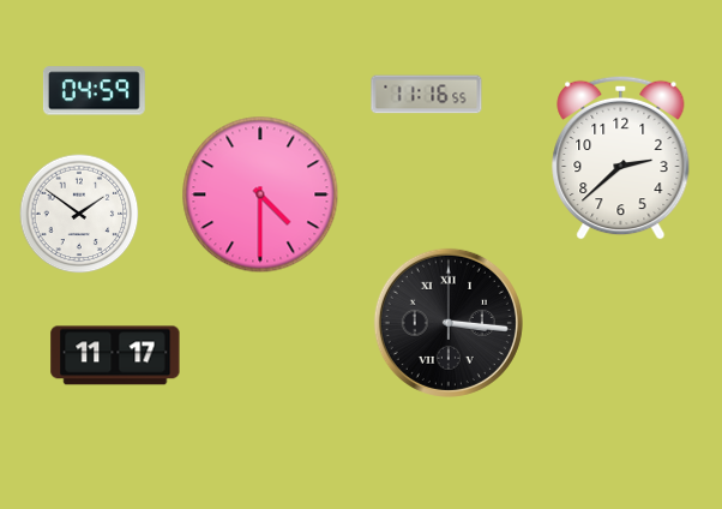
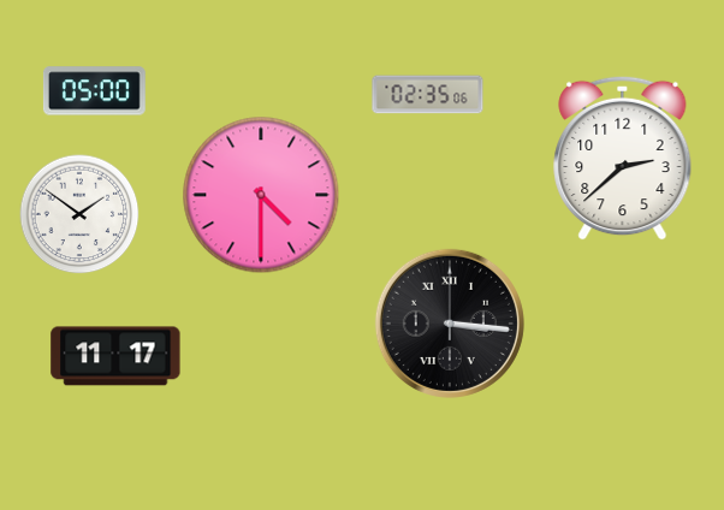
clock at (94, 91): 04:59 -> 05:00
clock at (427, 95): 11:16 -> 02:35
